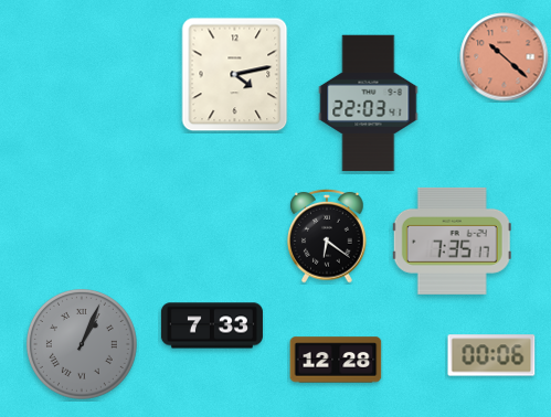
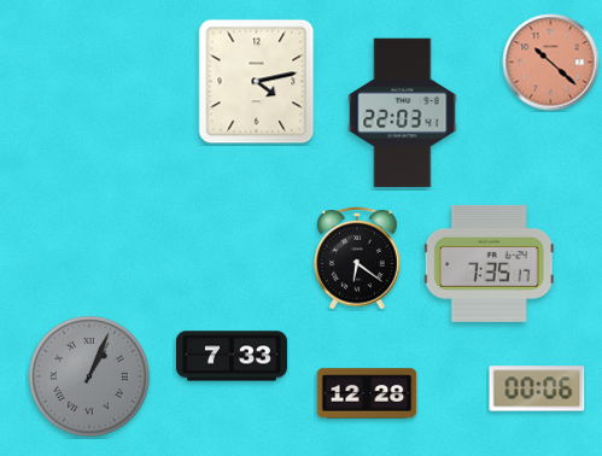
clock at (452, 240) position: (452, 240) -> (489, 263)
